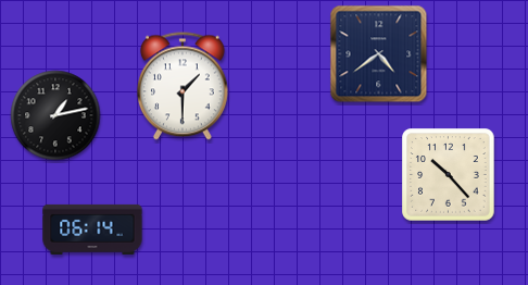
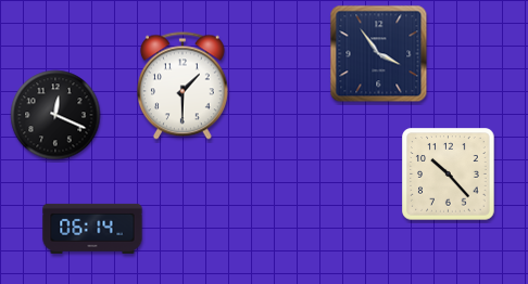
clock at (379, 54): 4:39 -> 3:54
clock at (55, 115): 1:13 -> 12:19
